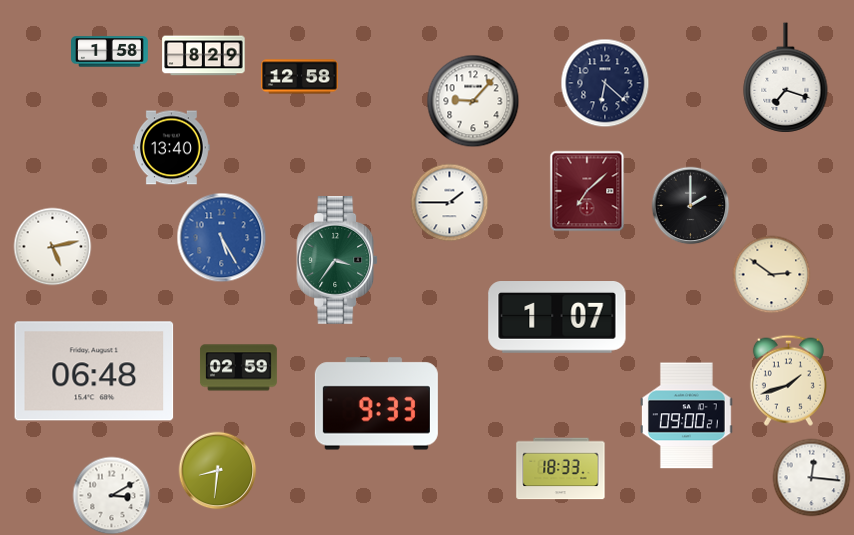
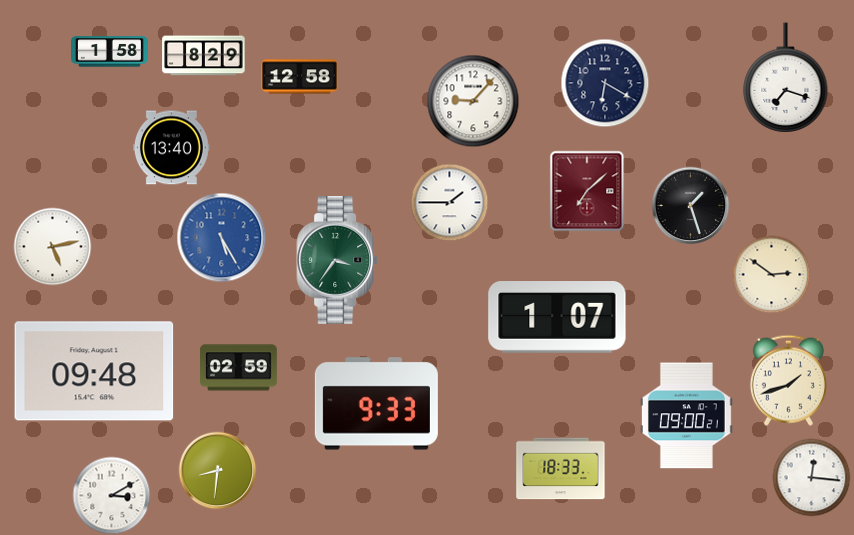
clock at (605, 83): 6:22 -> 6:20
clock at (690, 205): 2:00 -> 1:27
clock at (94, 371): 06:48 -> 09:48
